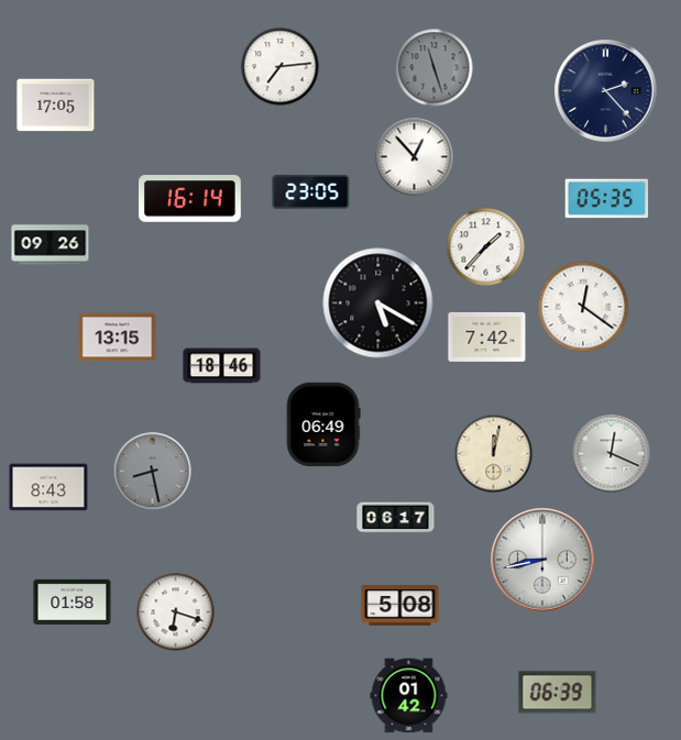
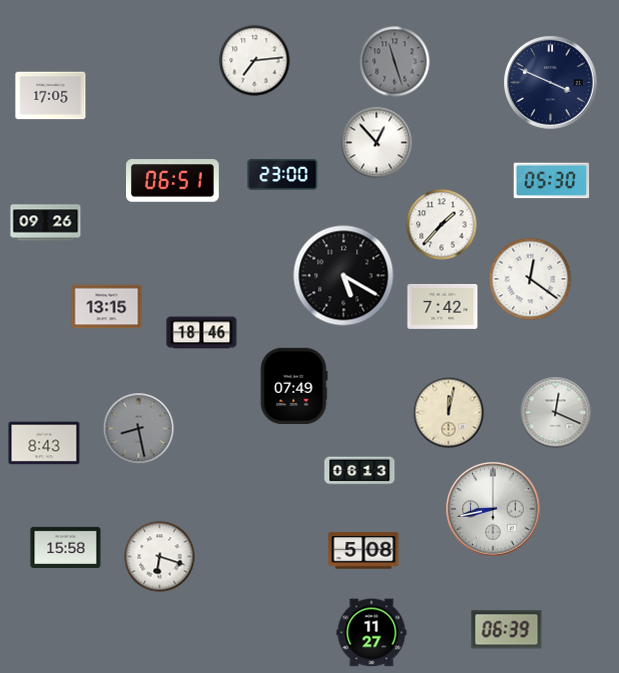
clock at (606, 91): 2:23 -> 3:49
clock at (311, 191): 23:05 -> 23:00
clock at (190, 199): 16:14 -> 06:51
clock at (607, 199): 05:35 -> 05:30
clock at (323, 423): 06:49 -> 07:49
clock at (396, 518): 06:17 -> 06:13
clock at (73, 601): 01:58 -> 15:58
clock at (409, 696): 01:42 -> 11:27
